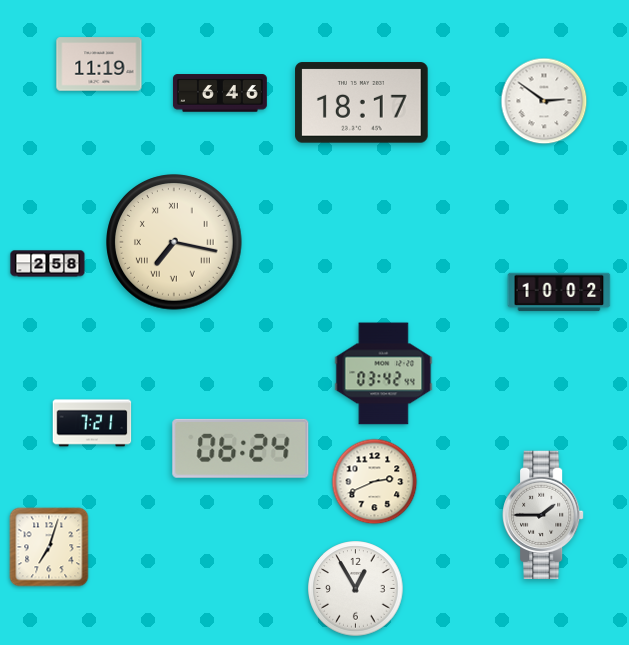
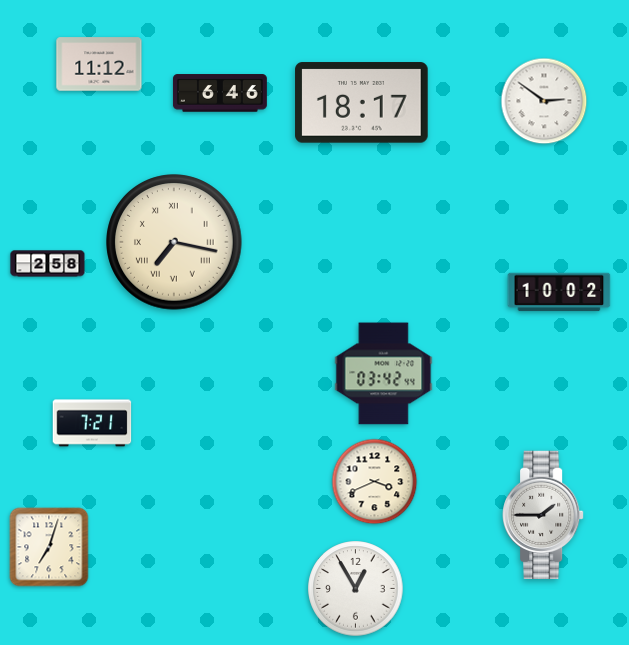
clock at (99, 64): 11:19 -> 11:12
clock at (241, 448): 06:24 -> none
clock at (375, 482): 2:41 -> 3:41
